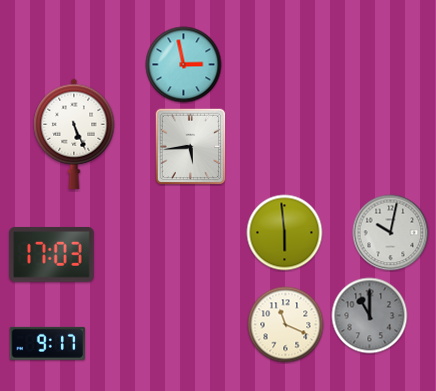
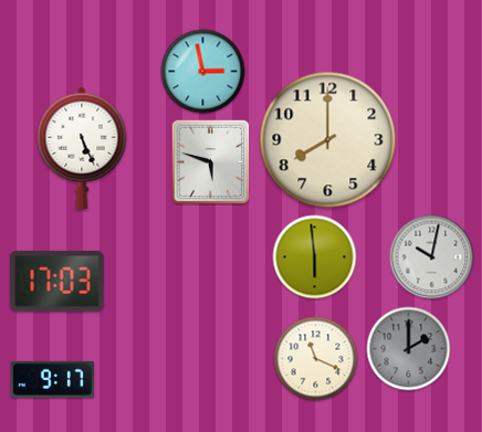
clock at (328, 140): none -> 8:00
clock at (191, 147): 5:44 -> 5:48
clock at (370, 316): 11:00 -> 2:00
